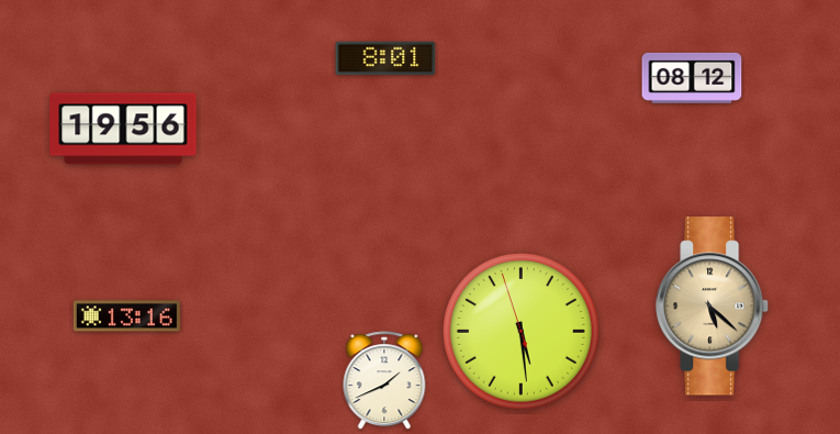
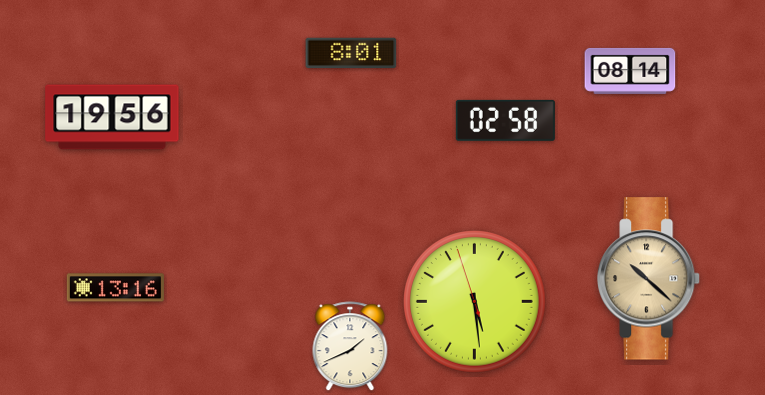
clock at (692, 78): 08:12 -> 08:14
clock at (505, 120): none -> 02:58
clock at (714, 307): 5:22 -> 10:22
